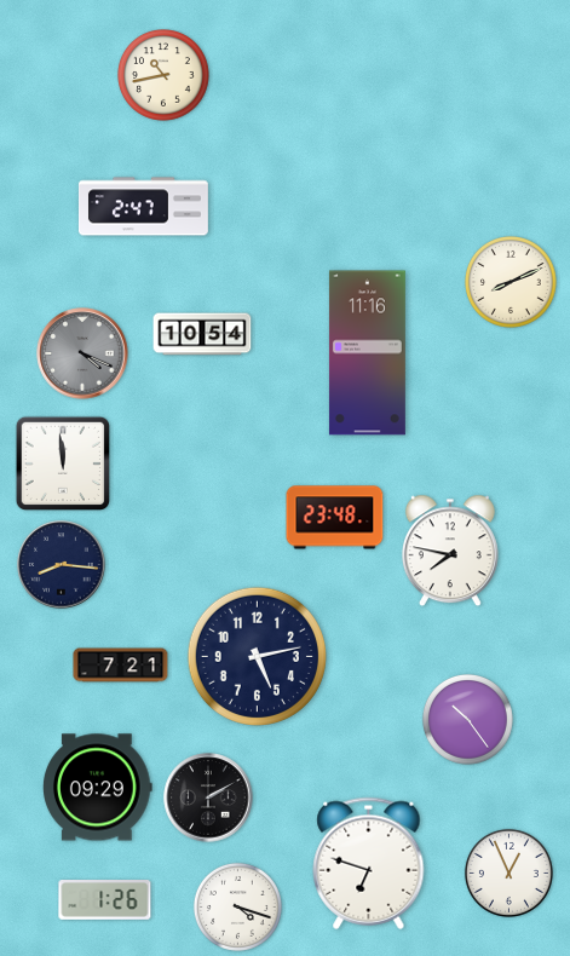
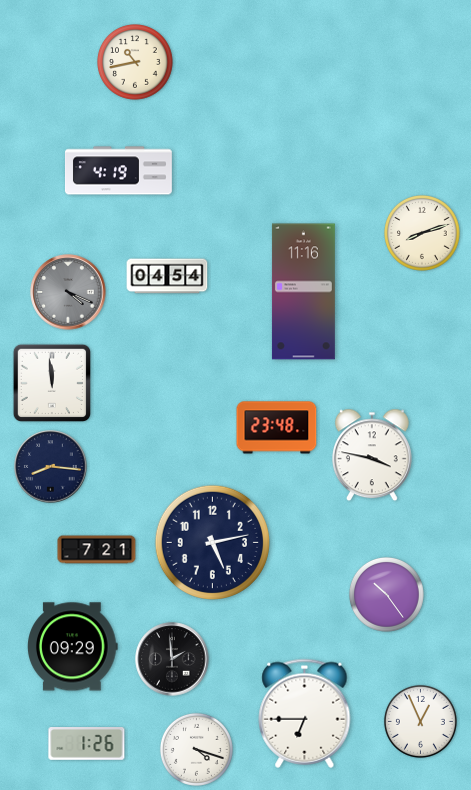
clock at (143, 207): 2:47 -> 4:19
clock at (512, 283): 8:11 -> 8:12
clock at (202, 334): 10:54 -> 04:54
clock at (450, 551): 7:47 -> 3:47
clock at (121, 666) position: (121, 666) -> (97, 550)
clock at (98, 788) position: (98, 788) -> (73, 647)
clock at (208, 797): 2:10 -> 1:59
clock at (369, 863): 6:48 -> 6:45
